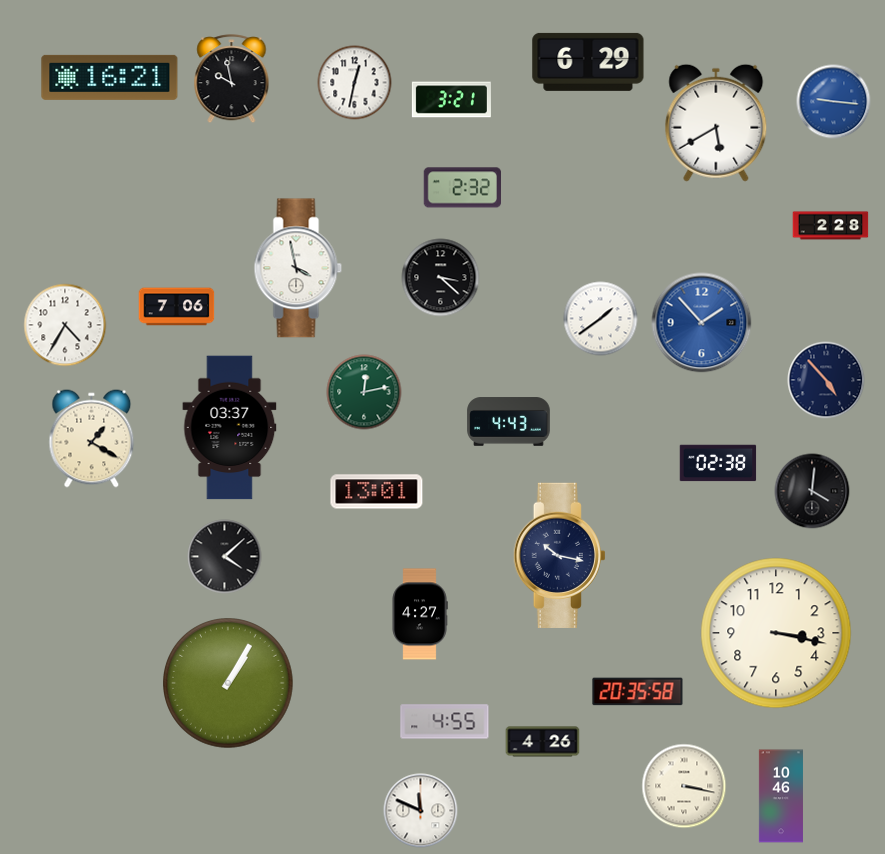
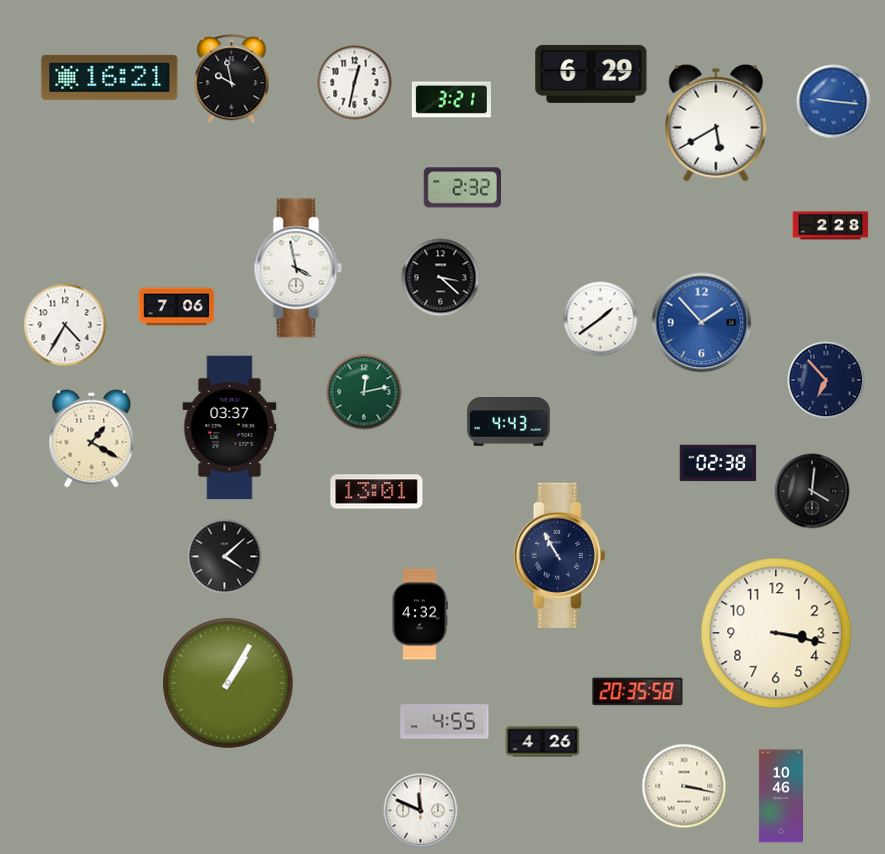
clock at (588, 62) position: (588, 62) -> (591, 74)
clock at (826, 380): 4:53 -> 6:53
clock at (559, 555): 10:17 -> 10:55
clock at (420, 614): 4:27 -> 4:32
